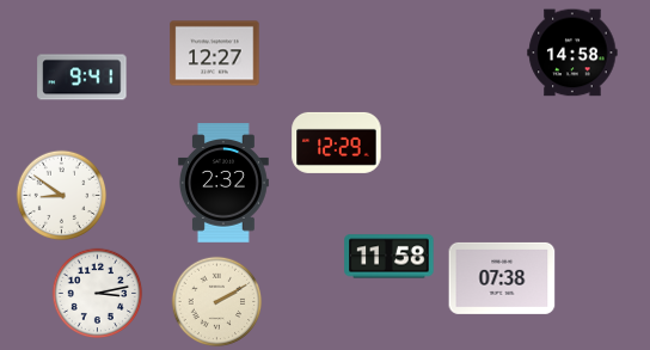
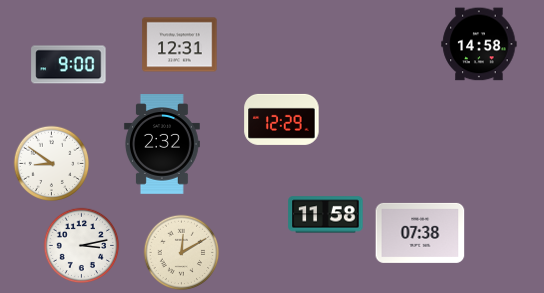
clock at (215, 54): 12:27 -> 12:31
clock at (82, 78): 9:41 -> 9:00
clock at (223, 183) position: (223, 183) -> (162, 144)
clock at (217, 302): 2:10 -> 12:10
